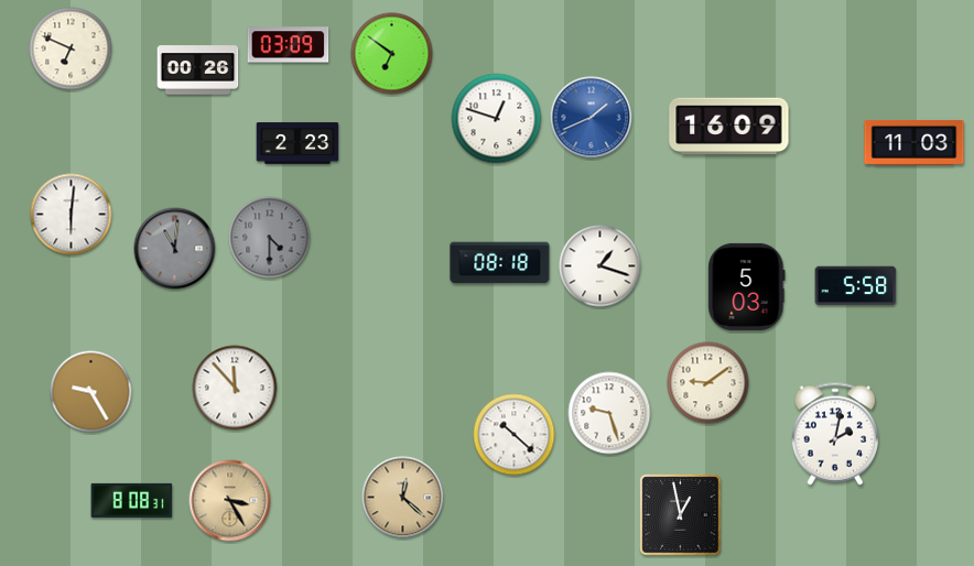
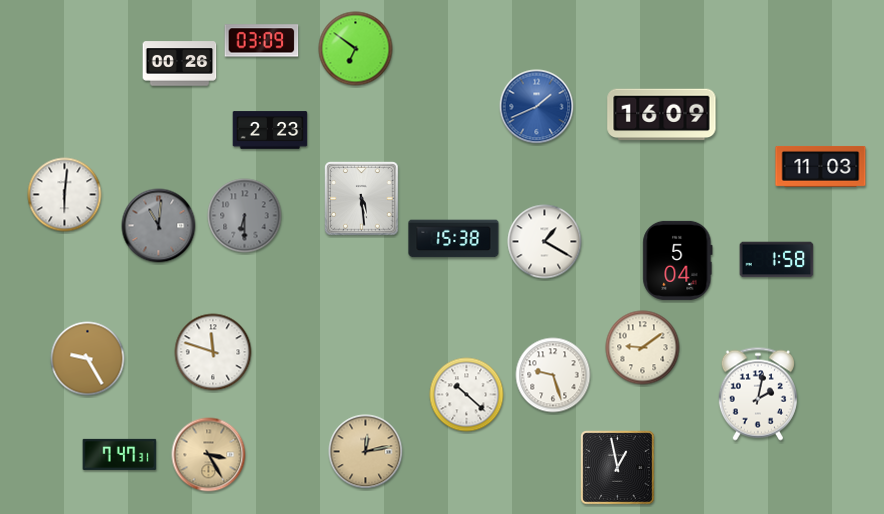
clock at (71, 48): 6:49 -> none
clock at (497, 119): 12:48 -> none
clock at (915, 142) position: (915, 142) -> (821, 166)
clock at (362, 199): none -> 5:29
clock at (270, 238): 4:30 -> 6:30
clock at (500, 263): 08:18 -> 15:38
clock at (600, 266): 1:18 -> 1:20
clock at (747, 286): 5:03 -> 5:04
clock at (856, 286): 5:58 -> 1:58
clock at (235, 388): 11:53 -> 11:48
clock at (91, 392) position: (91, 392) -> (88, 359)
clock at (403, 498): 12:22 -> 12:13
clock at (132, 500): 8:08 -> 7:47
